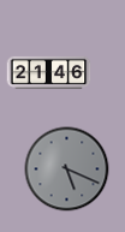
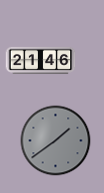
clock at (67, 169): 5:19 -> 1:39
